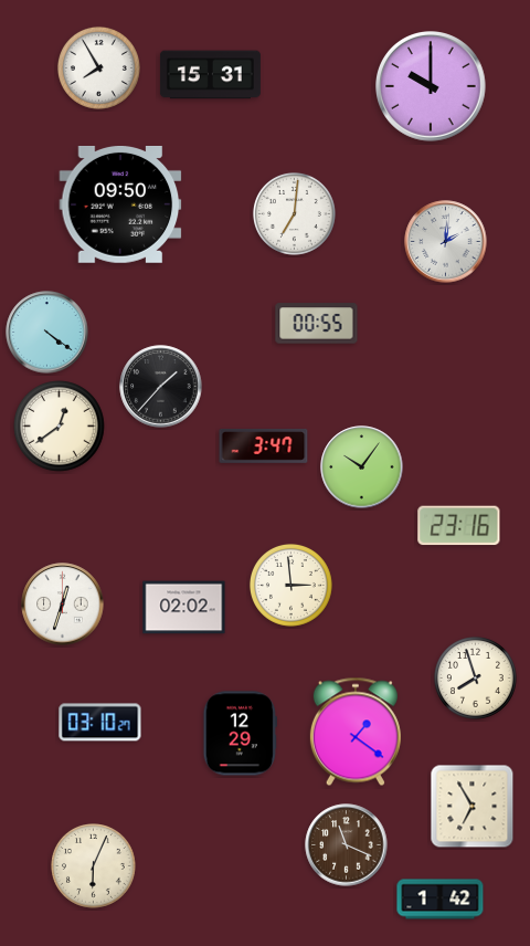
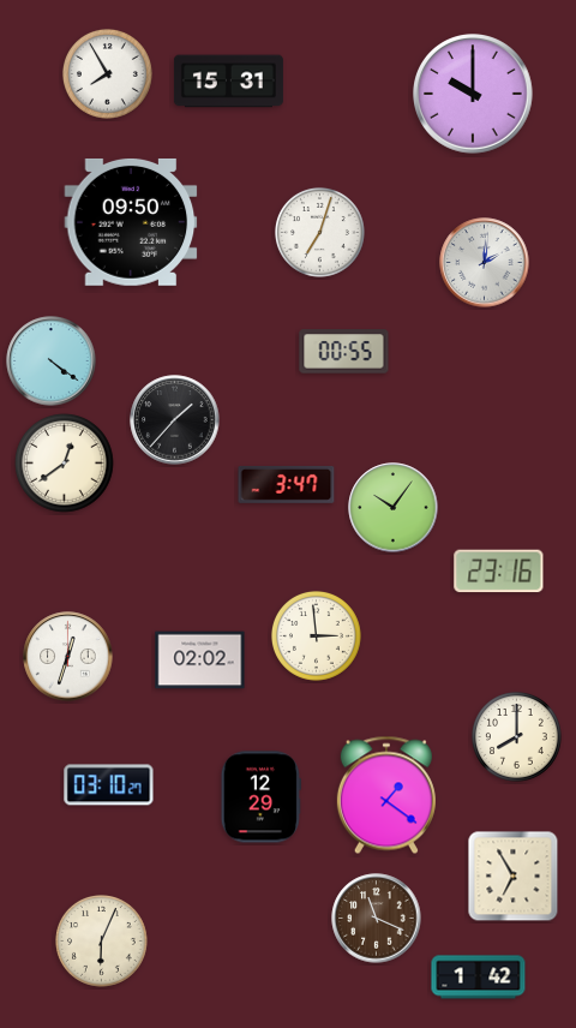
clock at (432, 87) position: (432, 87) -> (474, 95)
clock at (294, 213): 7:01 -> 7:03
clock at (475, 677): 7:57 -> 8:00
